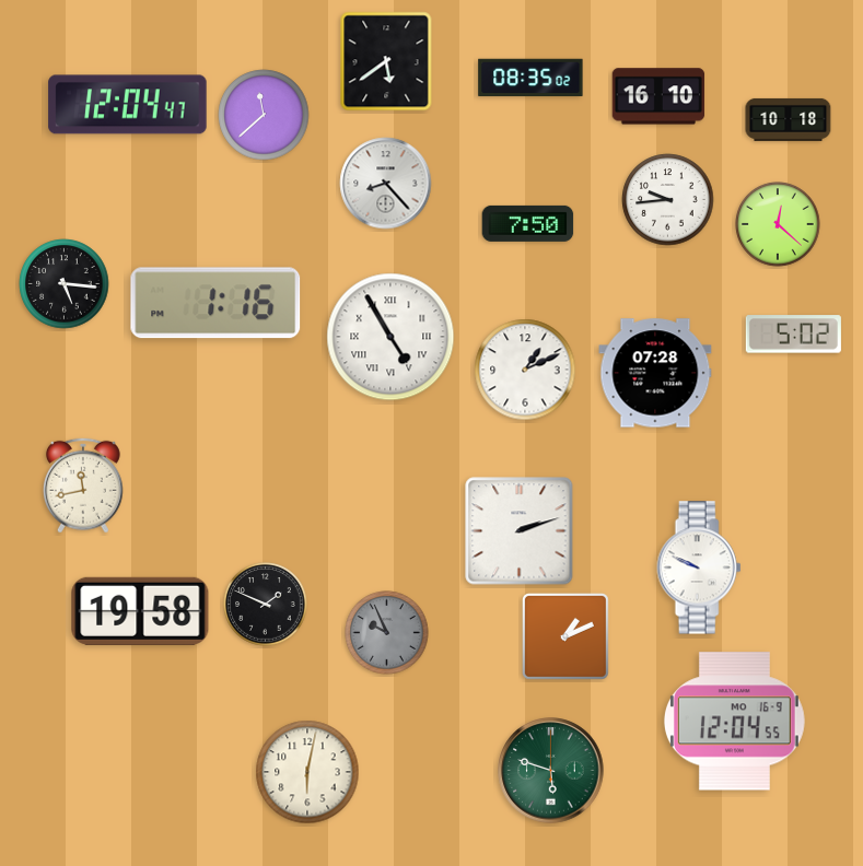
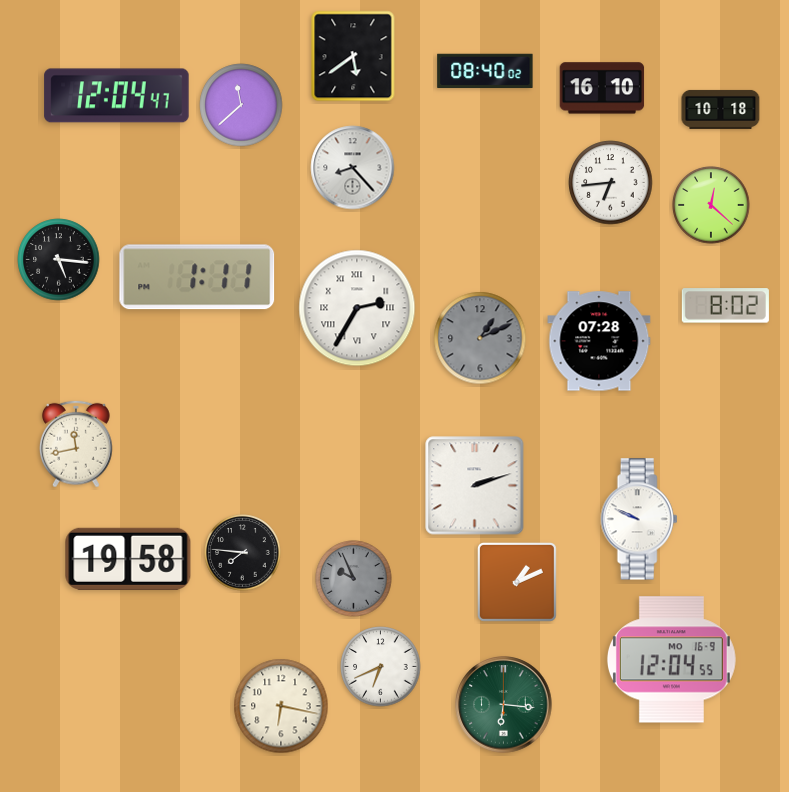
clock at (530, 78): 08:35 -> 08:40
clock at (668, 200): 9:44 -> 6:44
clock at (528, 223): 7:50 -> none
clock at (215, 303): 1:16 -> 1:11
clock at (793, 335): 5:02 -> 8:02
clock at (390, 337): 4:55 -> 2:35
clock at (525, 370) dial: white -> grey
clock at (266, 605): 1:49 -> 7:46
clock at (381, 667): none -> 6:41
clock at (551, 771): 5:48 -> 6:16
clock at (307, 772): 6:02 -> 6:17
